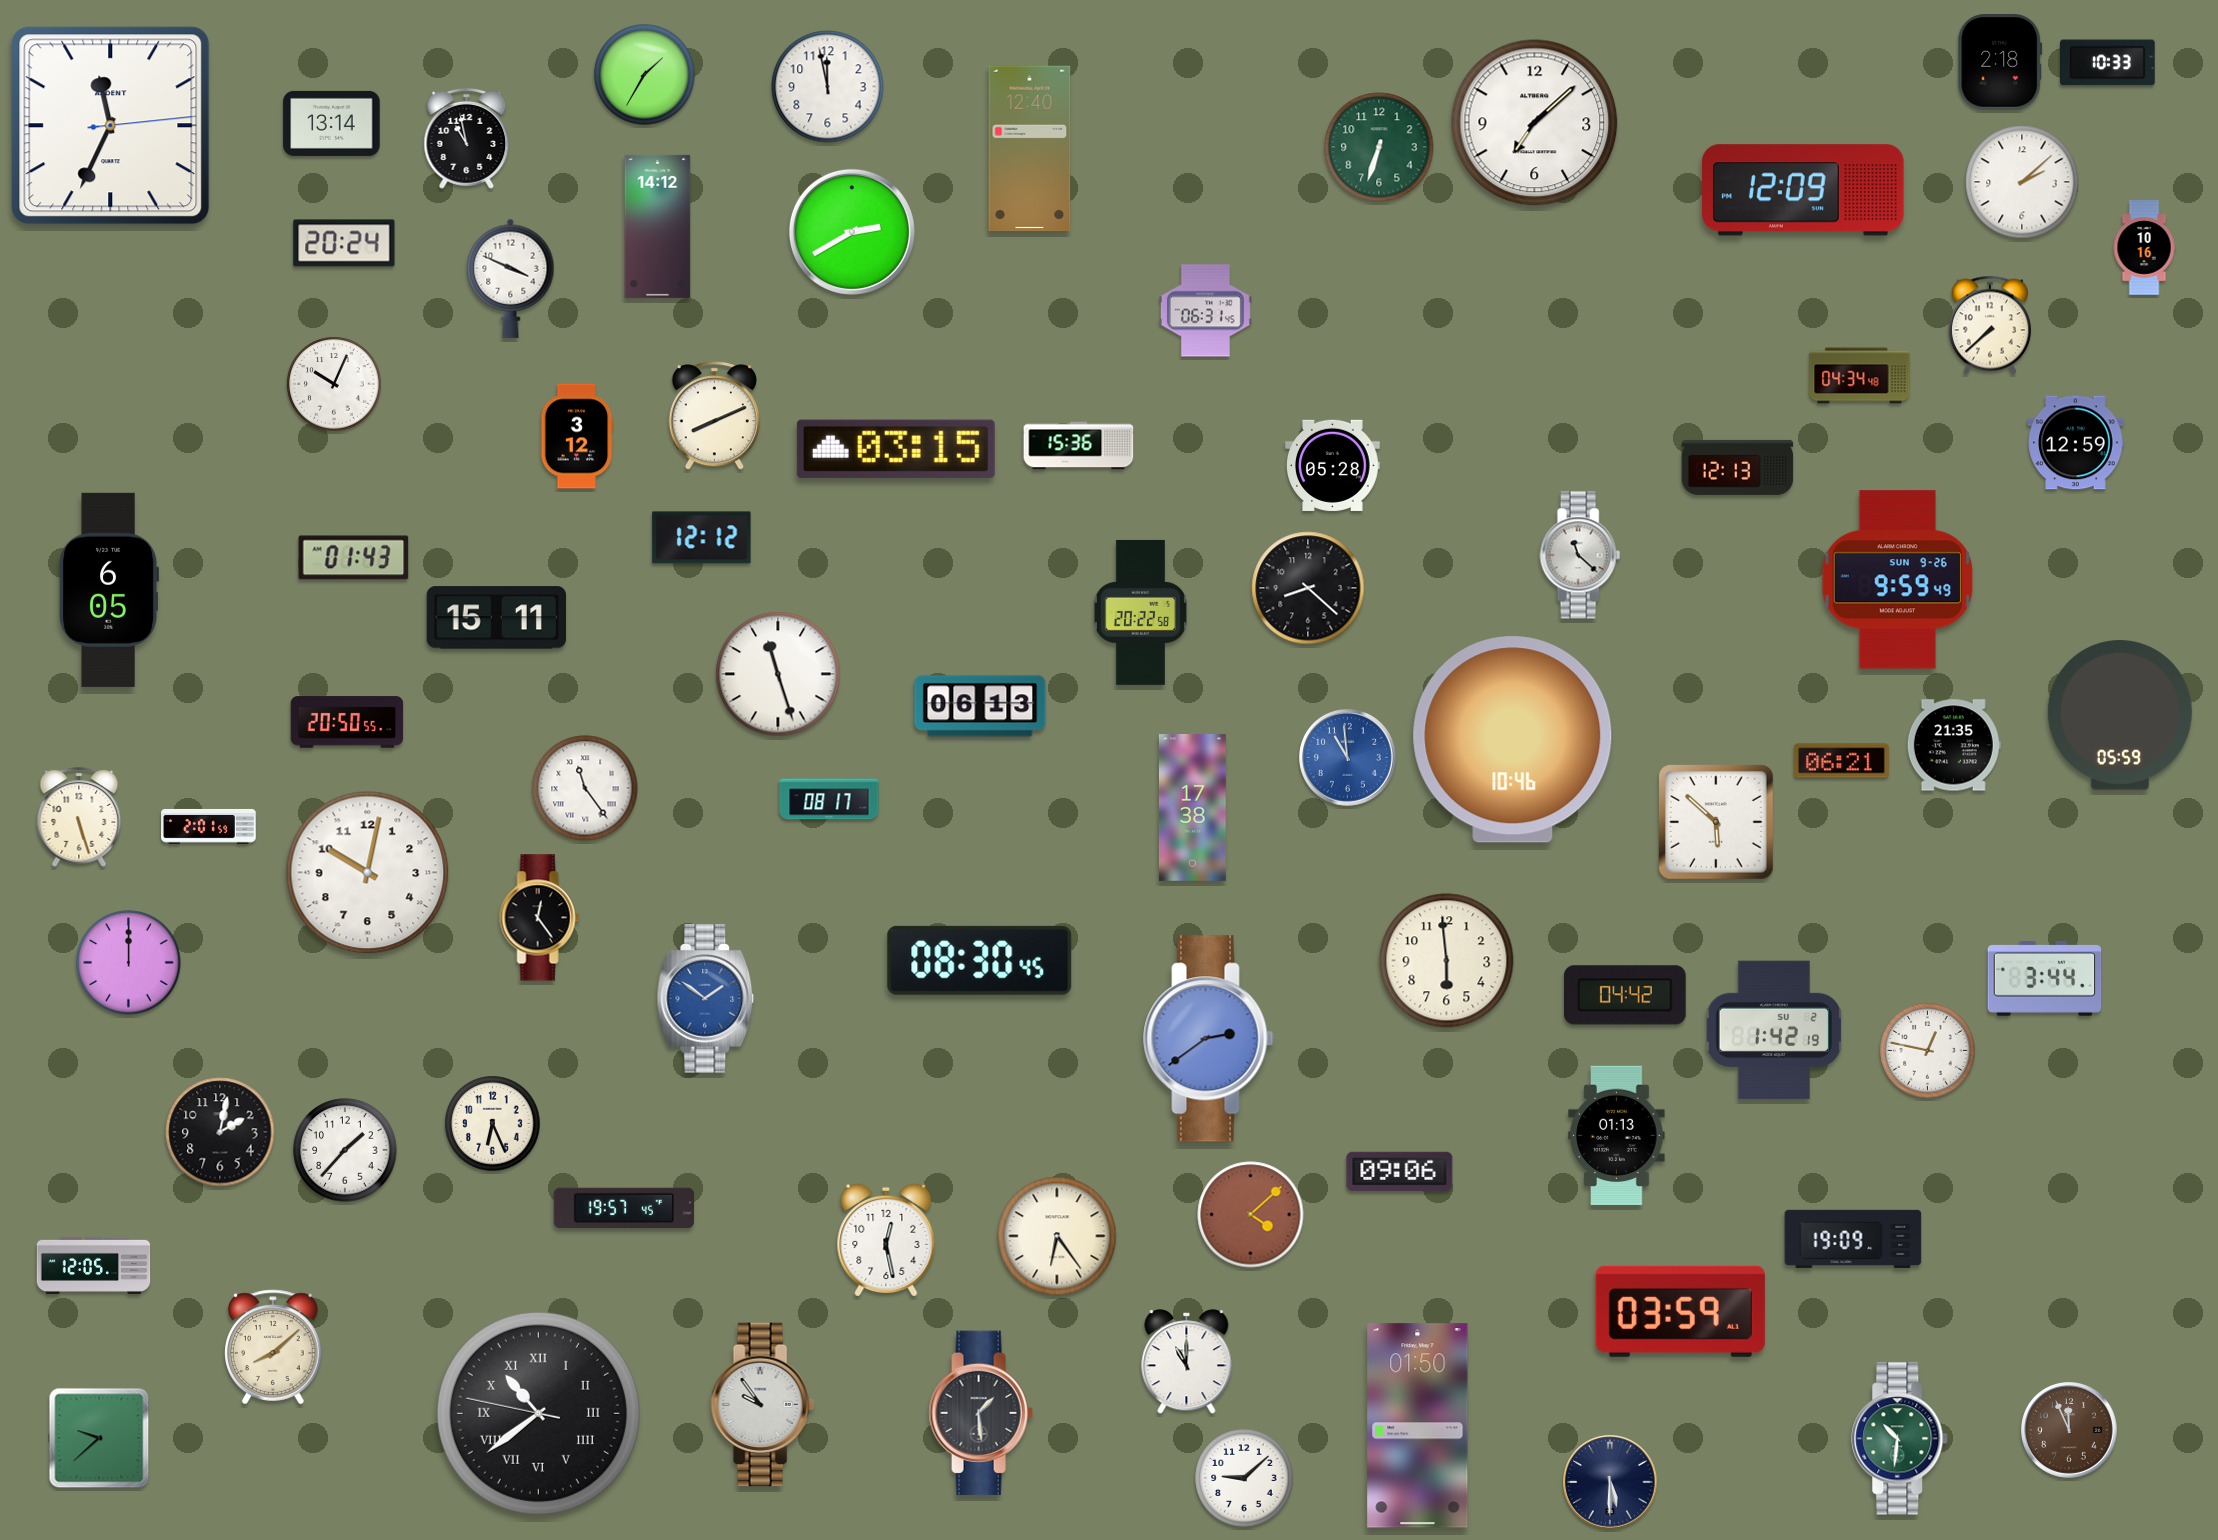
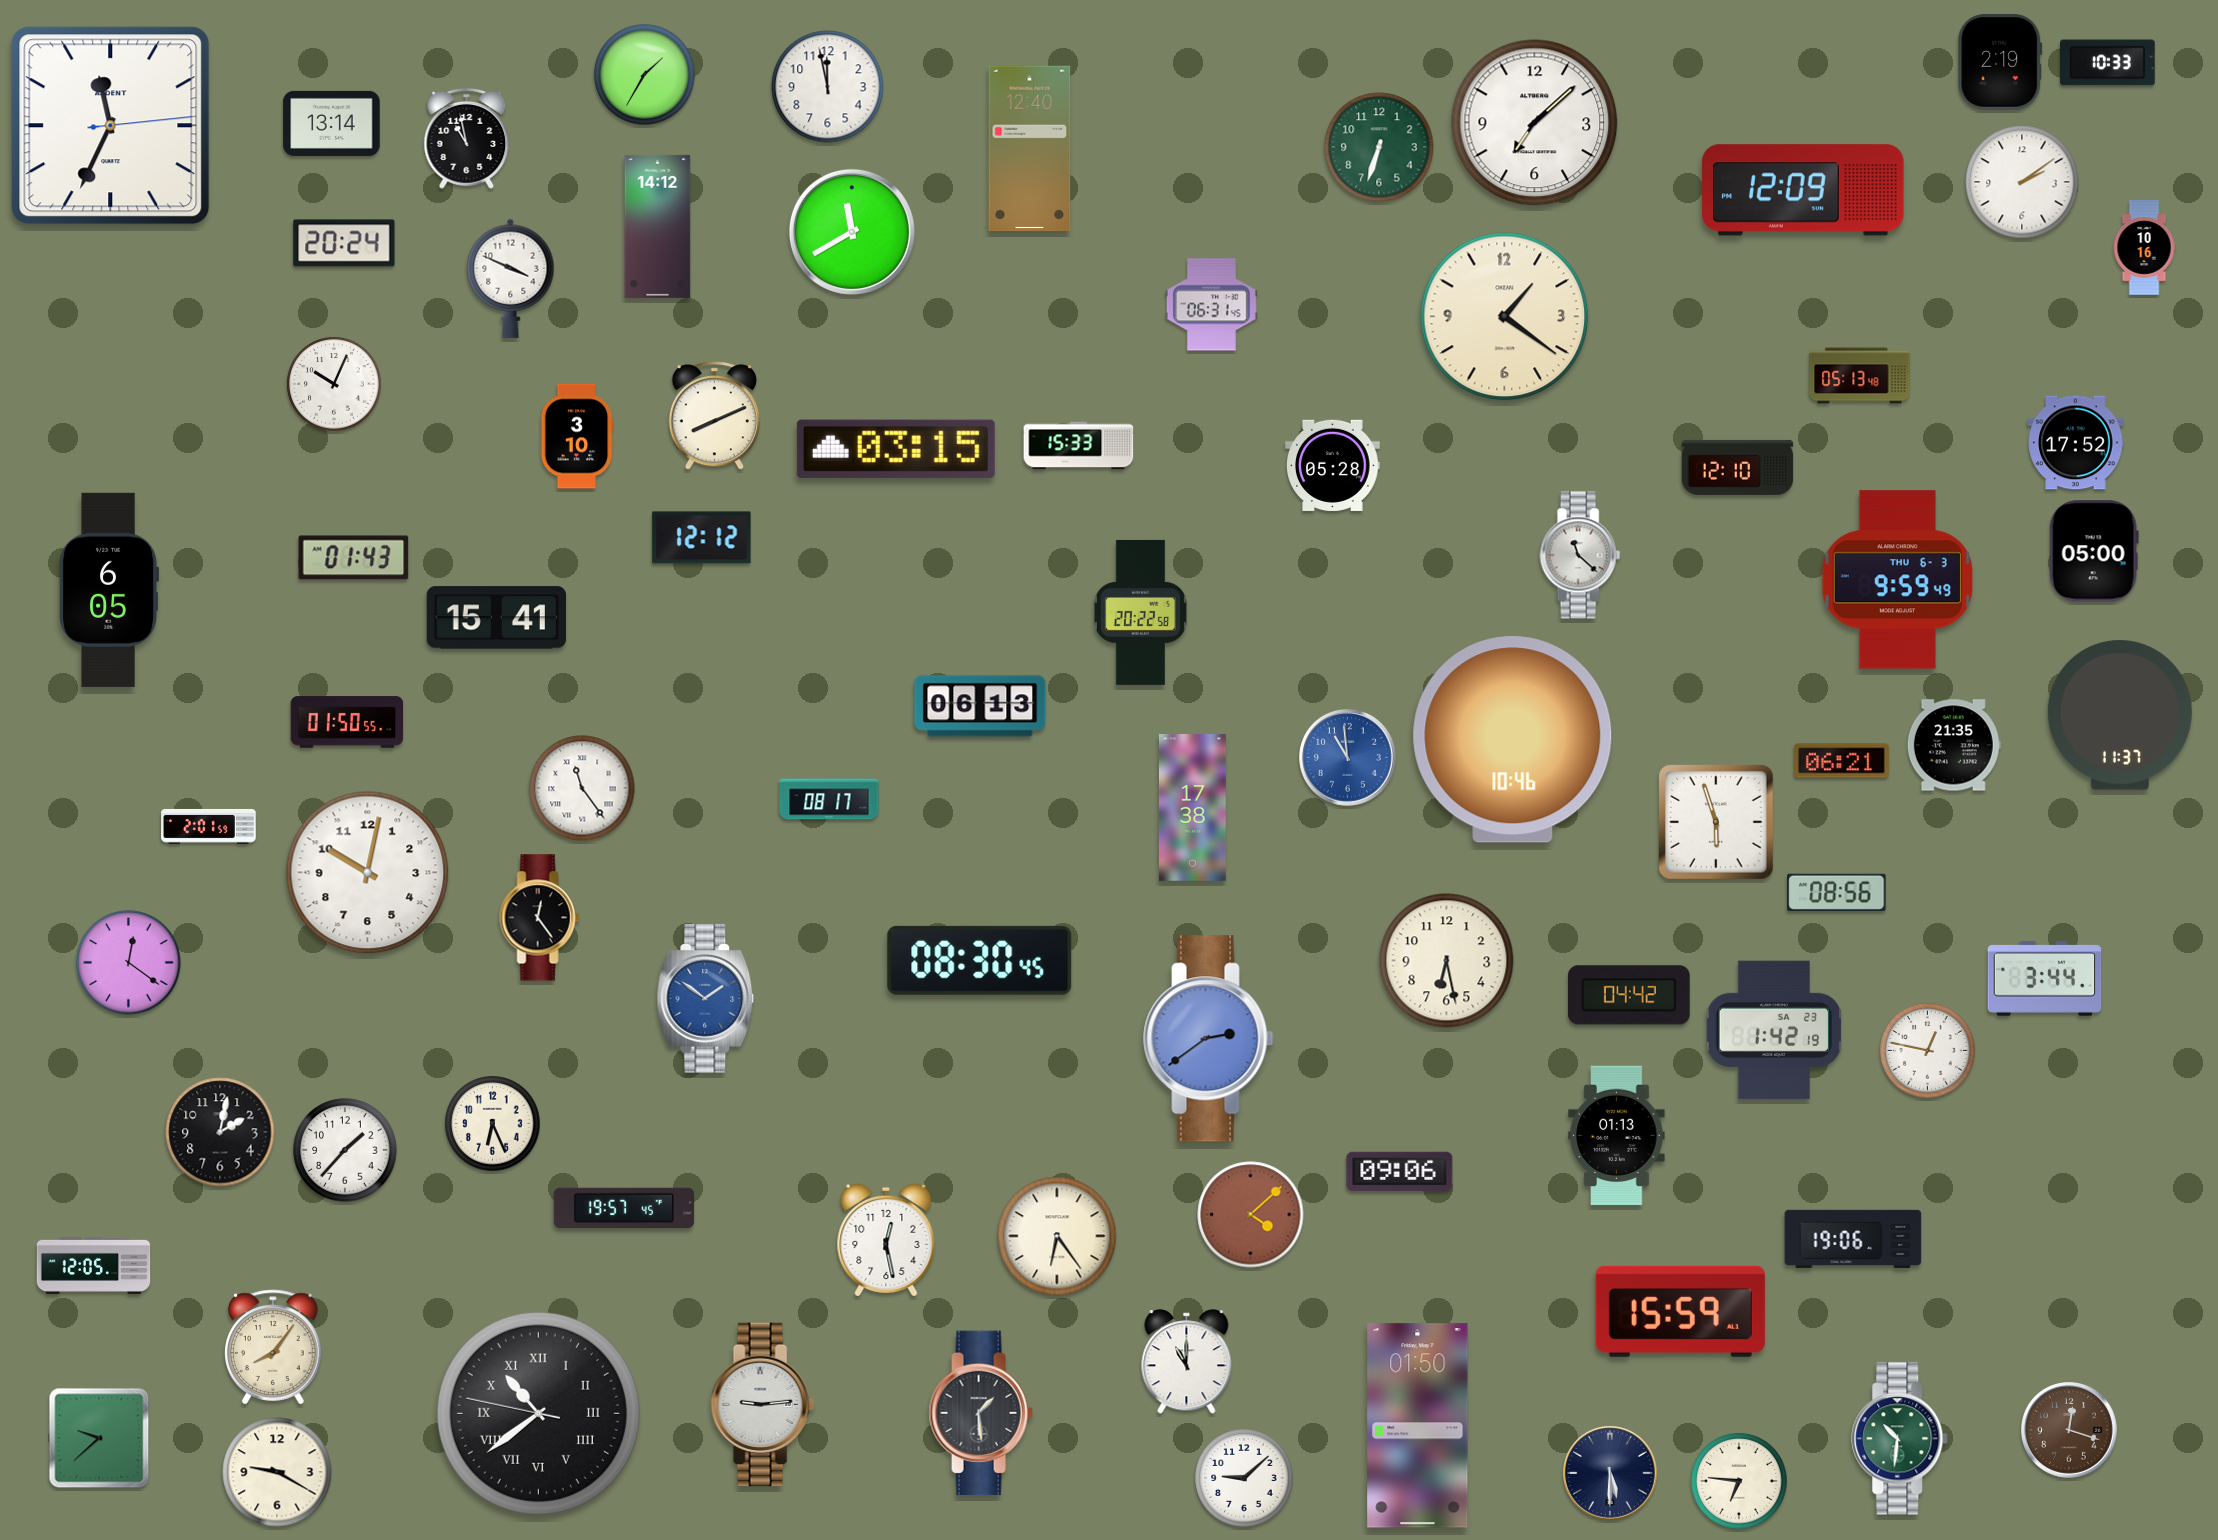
clock at (2000, 62): 2:18 -> 2:19
clock at (2022, 182): 2:08 -> 2:09
clock at (852, 232): 2:40 -> 11:40
clock at (1205, 311) position: (1205, 311) -> (1211, 305)
clock at (1505, 317): none -> 1:21
clock at (1990, 325): 7:38 -> none
clock at (1860, 376): 04:34 -> 05:13
clock at (577, 436): 3:12 -> 3:10
clock at (2076, 443): 12:59 -> 17:52
clock at (1079, 446): 15:36 -> 15:33
clock at (1738, 467): 12:13 -> 12:10
clock at (2094, 551): none -> 05:00
clock at (1897, 580) date: SUN 9-26 -> THU 6-3
clock at (1308, 588): 8:22 -> none
clock at (496, 618): 15:11 -> 15:41
clock at (778, 674): 11:27 -> none
clock at (2120, 715): 05:59 -> 11:37
clock at (347, 722): 20:50 -> 01:50
clock at (585, 788) position: (585, 788) -> (582, 788)
clock at (79, 817): 5:27 -> none
clock at (1716, 822): 5:52 -> 5:57
clock at (1837, 892): none -> 08:56
clock at (1447, 961): 5:59 -> 6:28
clock at (129, 963): 12:00 -> 12:21
clock at (1626, 995) position: (1626, 995) -> (1630, 995)
clock at (1774, 1030) date: SU 2 -> SA 23
clock at (1853, 1239): 19:09 -> 19:06
clock at (1680, 1311): 03:59 -> 15:59
clock at (273, 1347): 8:08 -> 8:06
clock at (762, 1405): 9:54 -> 9:14
clock at (2070, 1431): 11:56 -> 12:18
clock at (277, 1472): none -> 9:20
clock at (1739, 1481): none -> 6:46
clock at (1611, 1483) position: (1611, 1483) -> (1611, 1474)
